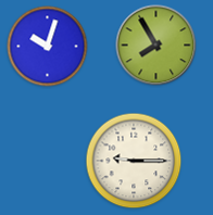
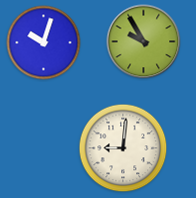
clock at (156, 46): 7:55 -> 9:55
clock at (134, 161): 9:15 -> 9:01
